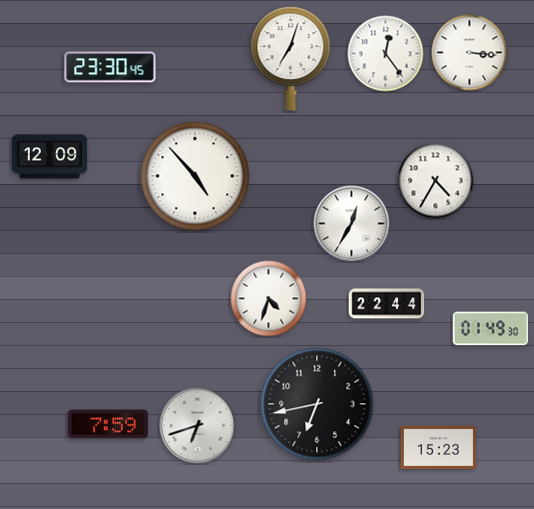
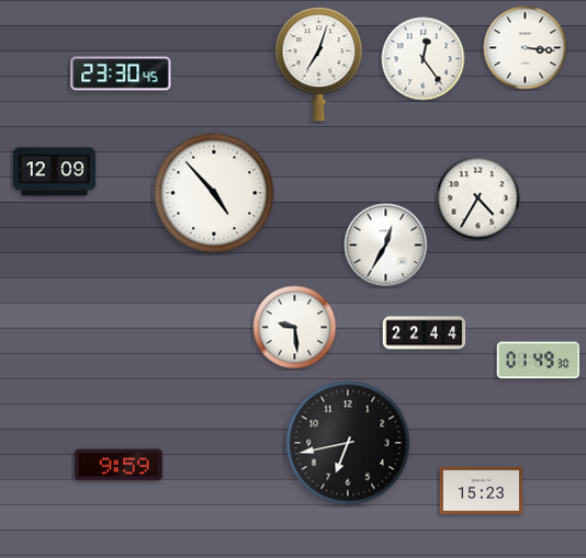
clock at (470, 53) position: (470, 53) -> (526, 48)
clock at (269, 299): 4:33 -> 9:29
clock at (108, 424): 7:59 -> 9:59
clock at (198, 426): 6:42 -> none
